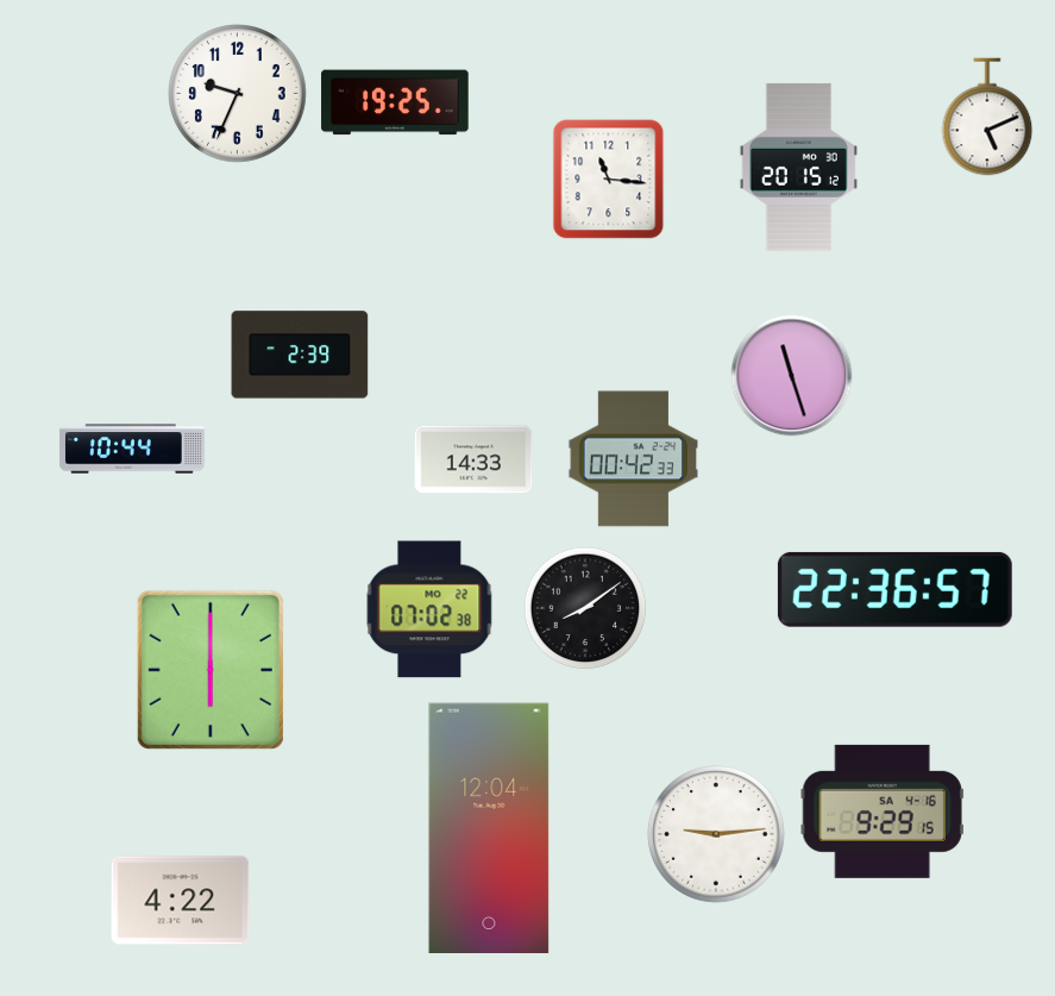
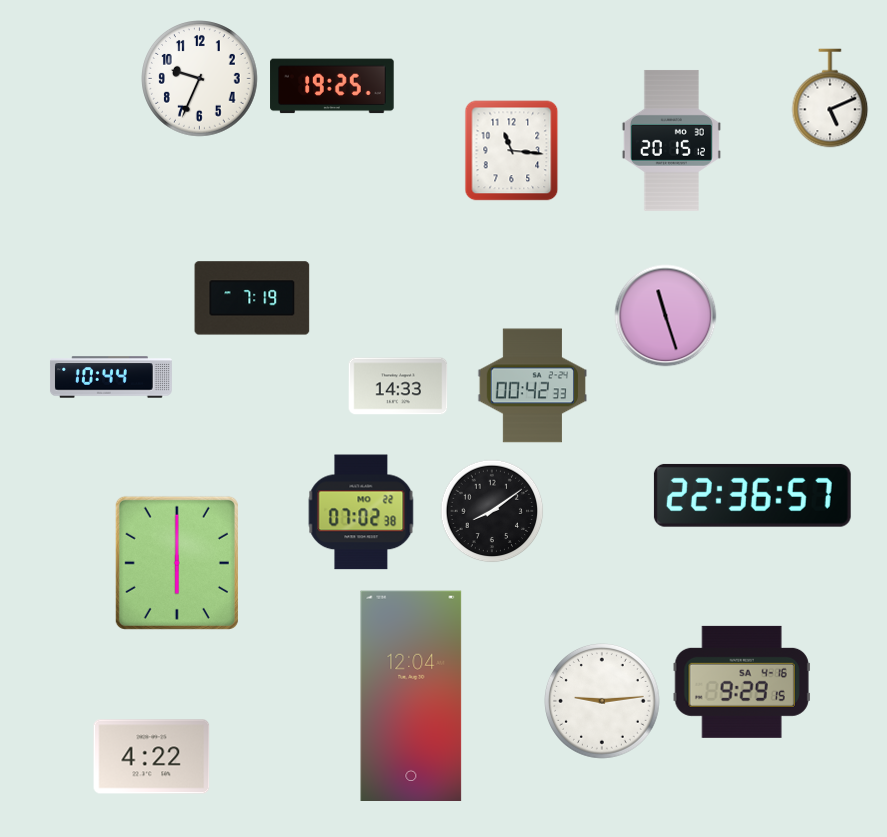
clock at (300, 355): 2:39 -> 7:19
